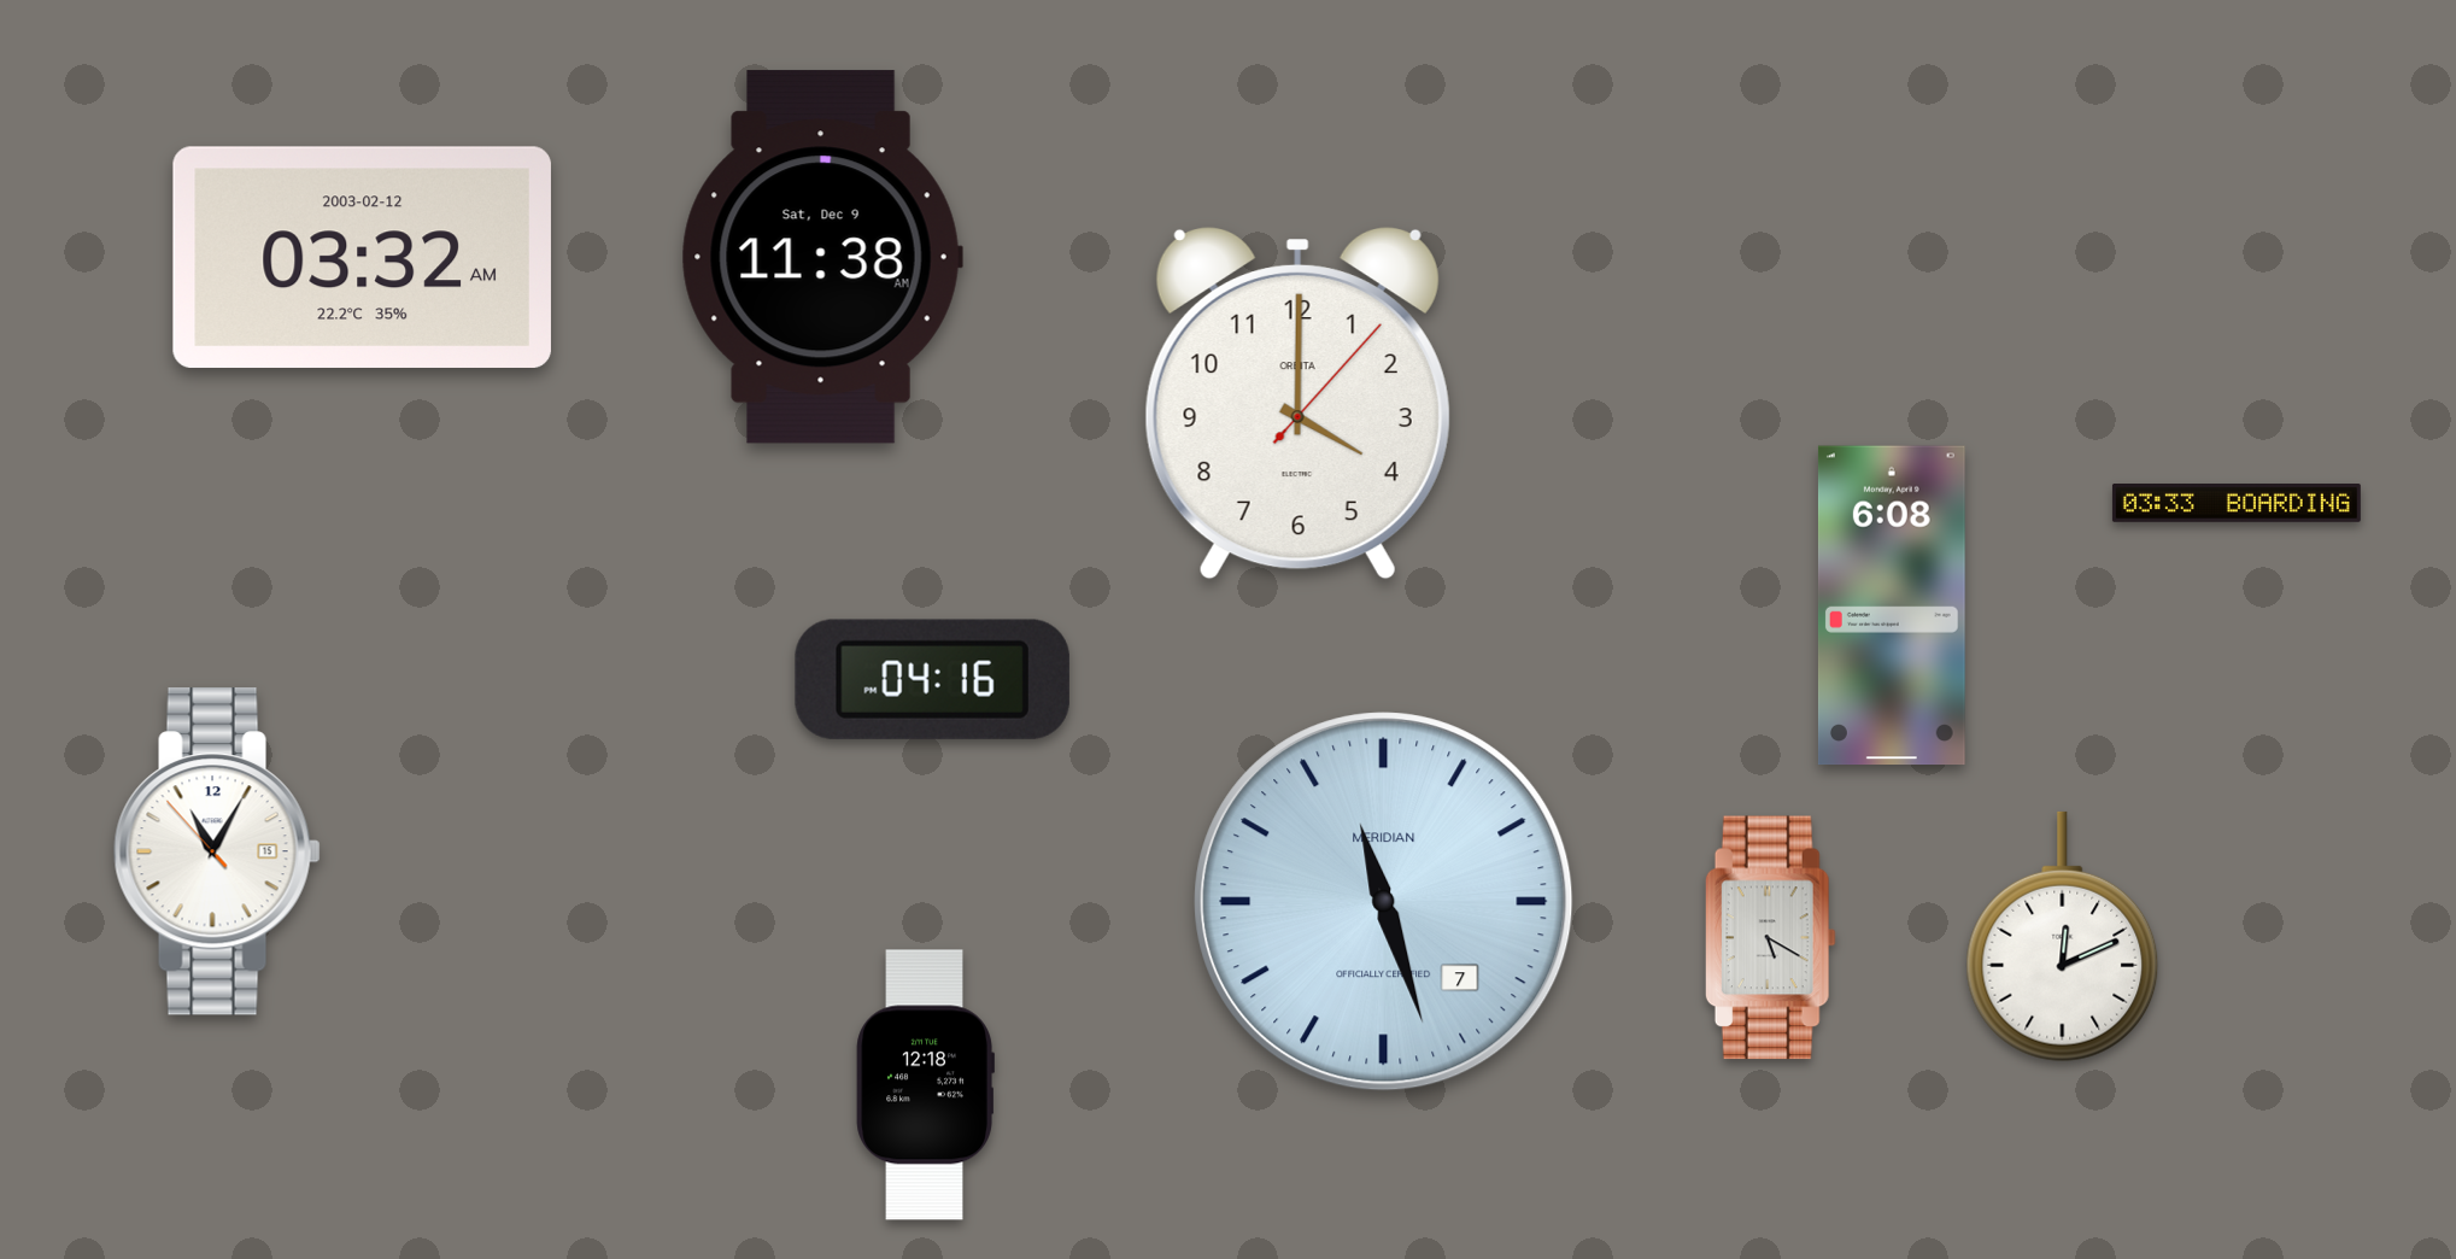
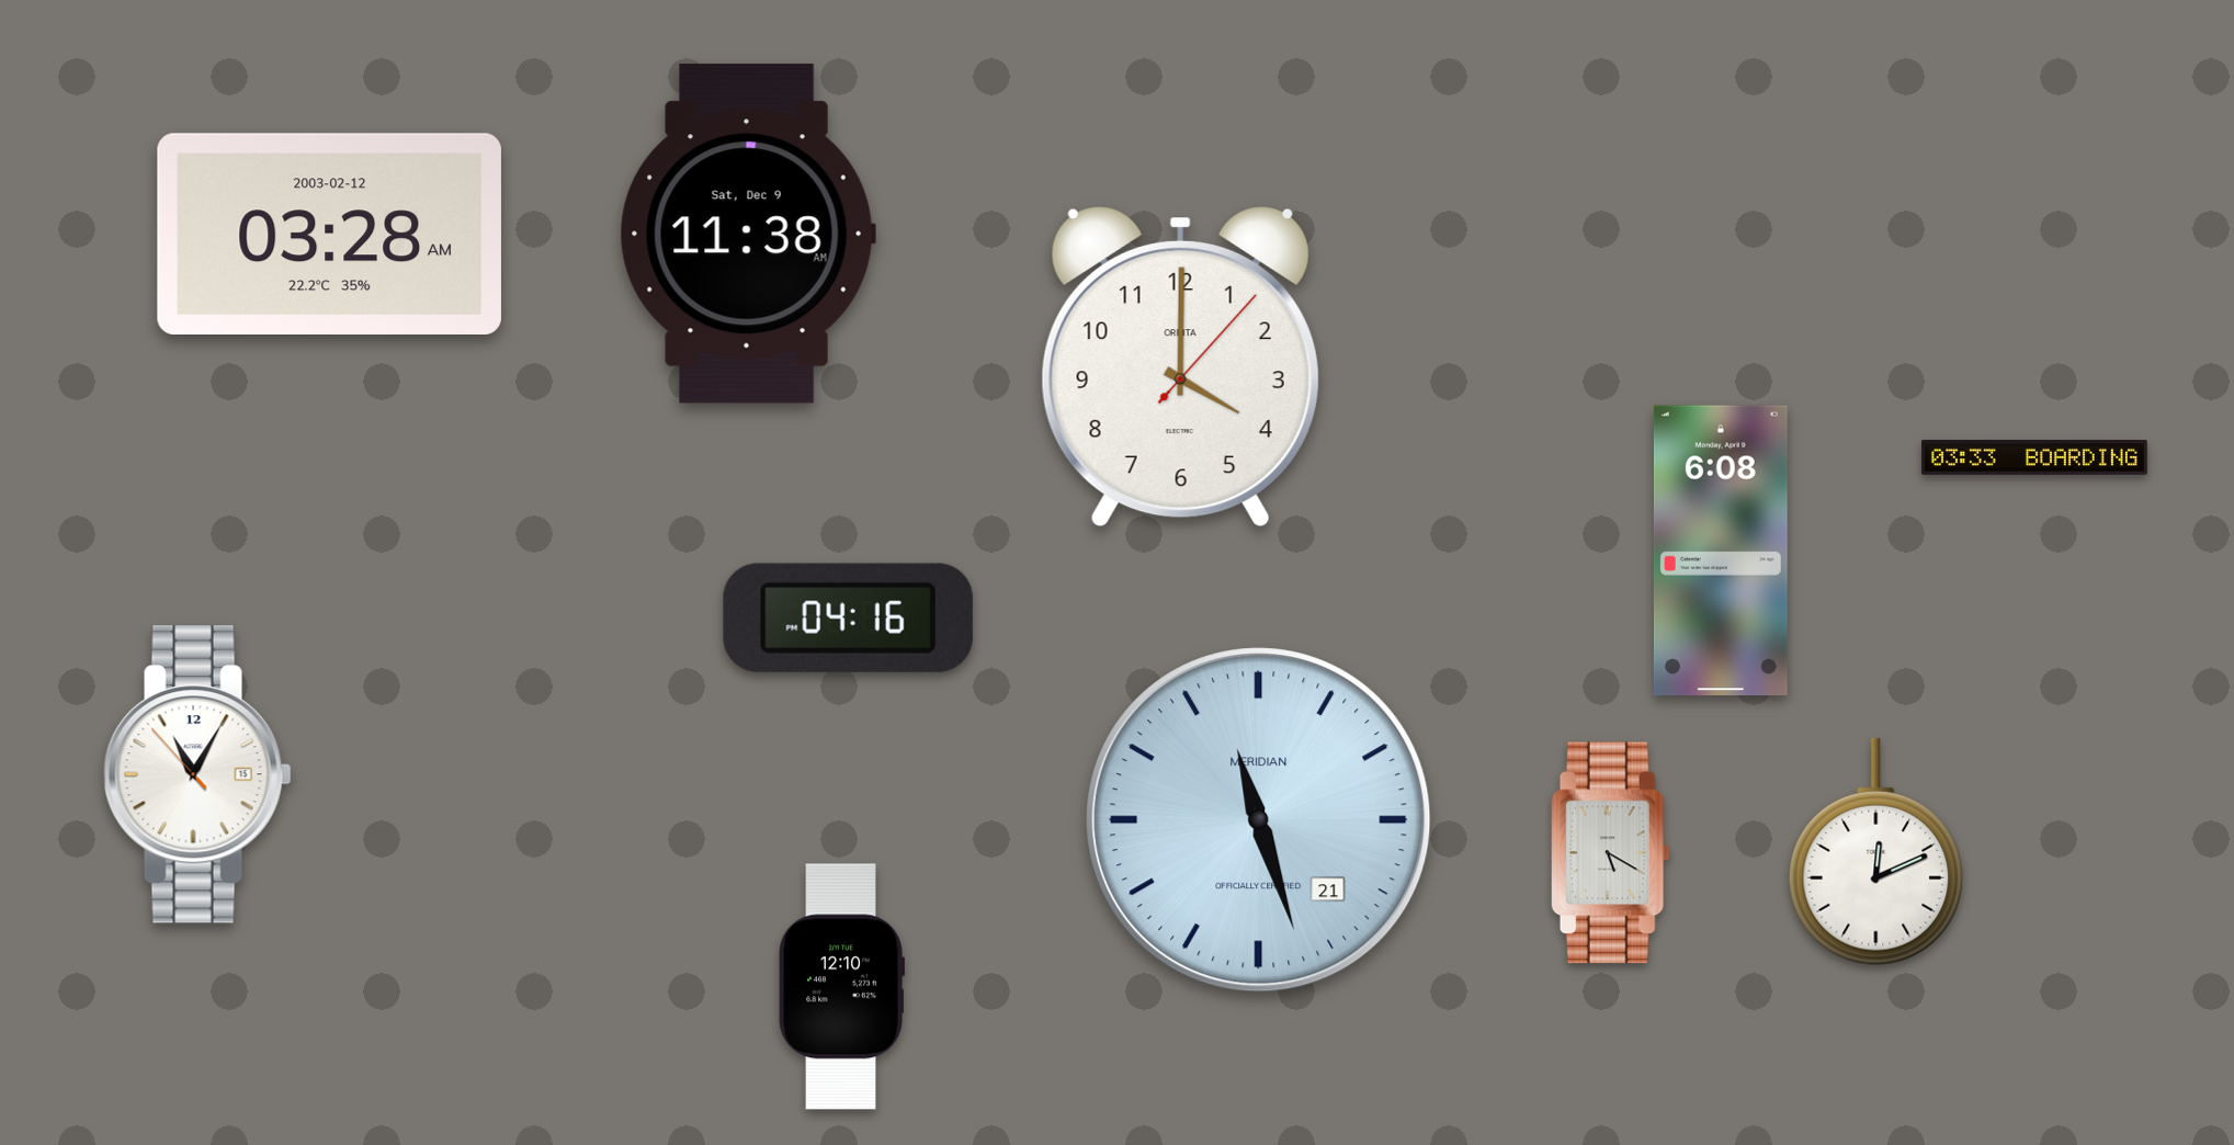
clock at (362, 257): 03:32 -> 03:28
clock at (1384, 902) date: 7 -> 21
clock at (925, 1085): 12:18 -> 12:10
